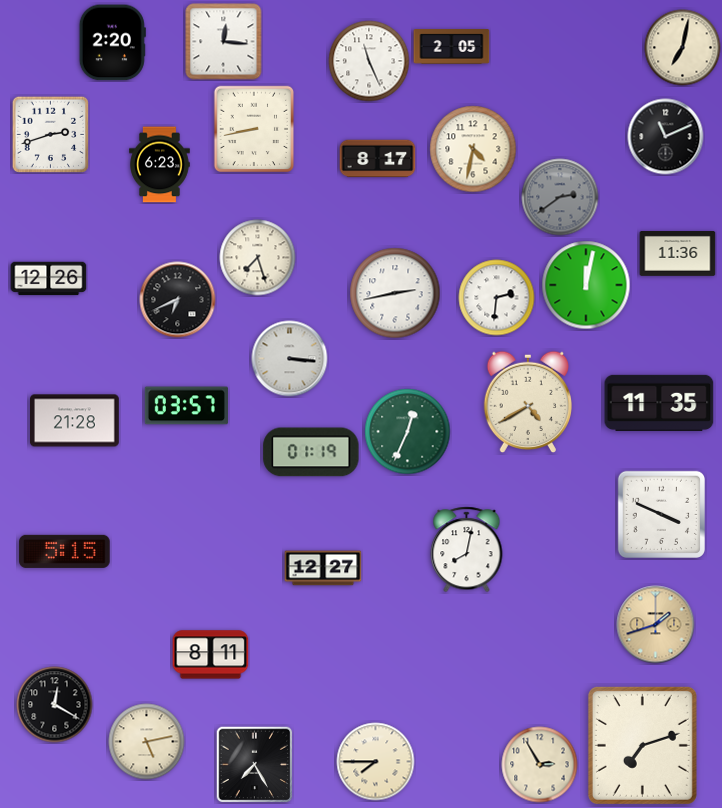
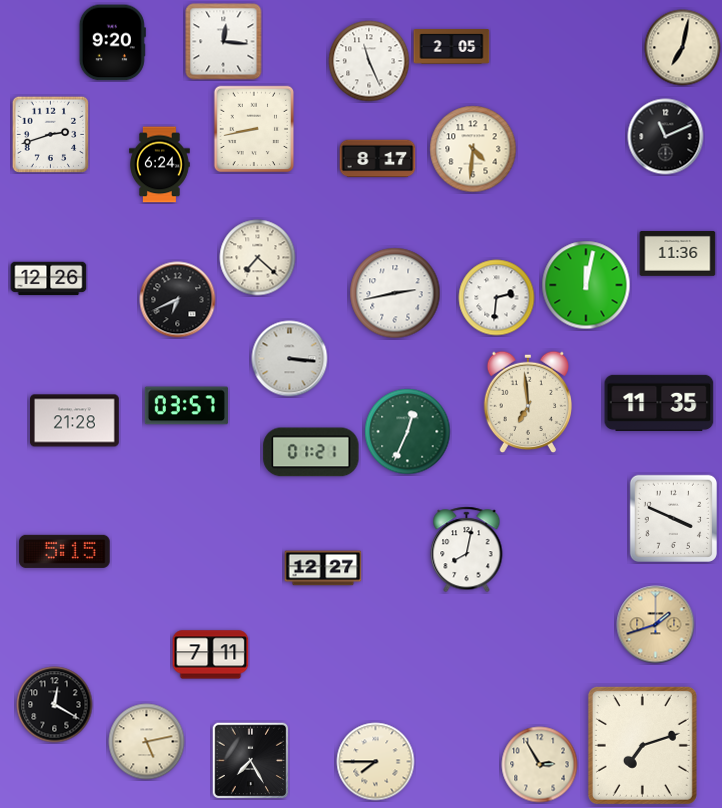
clock at (112, 43): 2:20 -> 9:20
clock at (473, 149): 4:32 -> 4:31
clock at (160, 165): 6:23 -> 6:24
clock at (560, 197): 2:39 -> none
clock at (258, 258): 7:27 -> 7:22
clock at (527, 402): 4:40 -> 6:59
clock at (311, 452): 01:19 -> 01:21
clock at (661, 514) position: (661, 514) -> (673, 518)
clock at (211, 655): 8:11 -> 7:11
clock at (254, 764) position: (254, 764) -> (250, 760)
